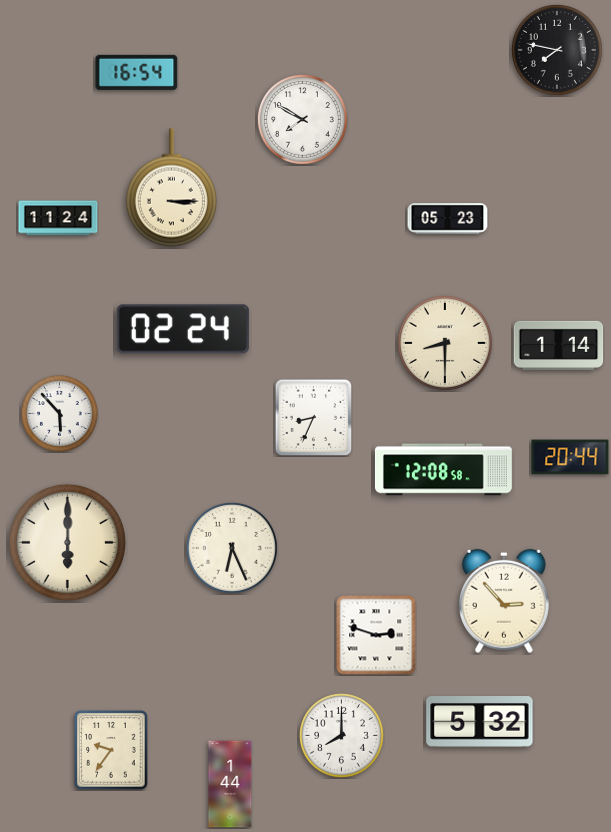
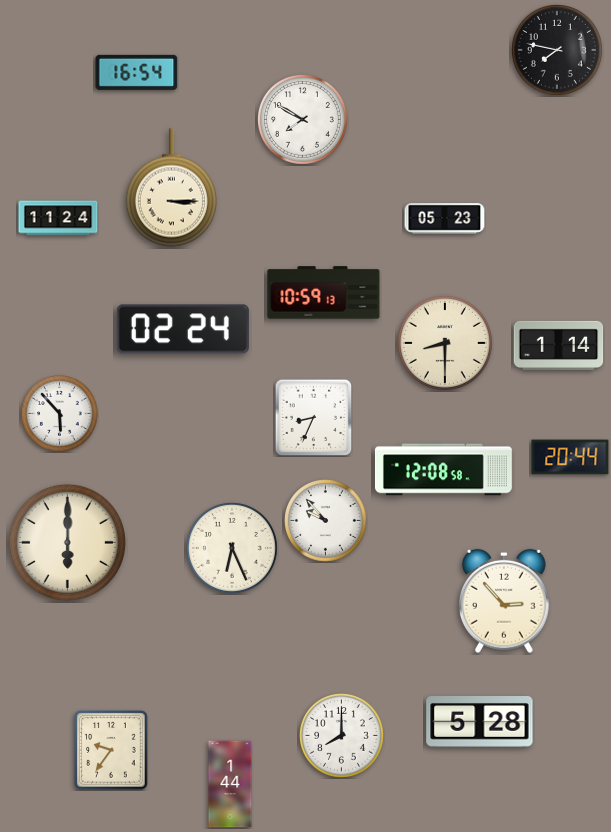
clock at (448, 219) position: (448, 219) -> (445, 219)
clock at (324, 293): none -> 10:59
clock at (326, 521): none -> 9:53
clock at (376, 635): 2:48 -> none
clock at (480, 722): 5:32 -> 5:28
